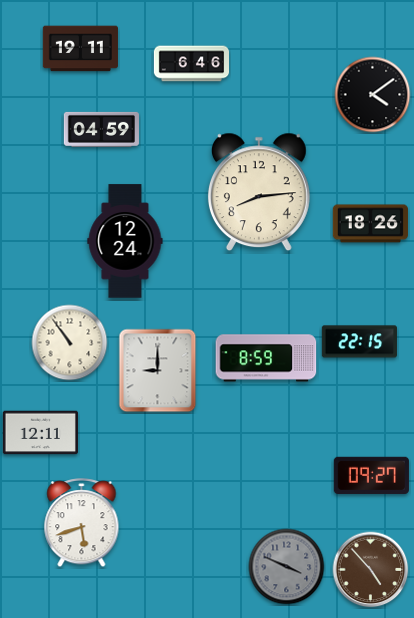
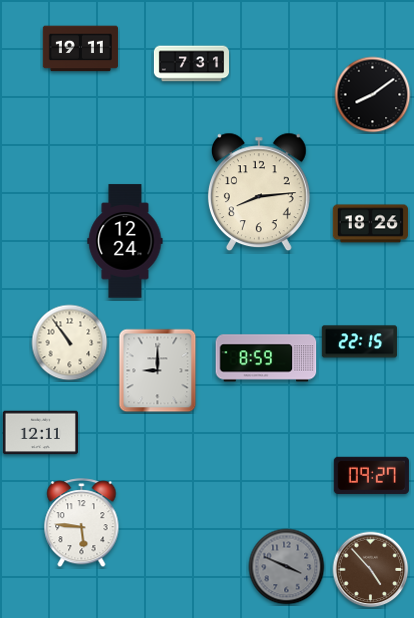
clock at (191, 64): 6:46 -> 7:31
clock at (373, 95): 4:09 -> 8:09
clock at (101, 129): 04:59 -> none
clock at (82, 523): 5:42 -> 5:46
